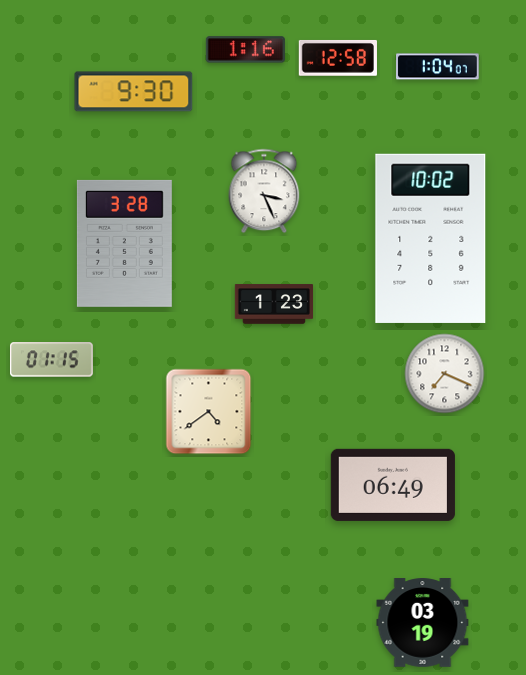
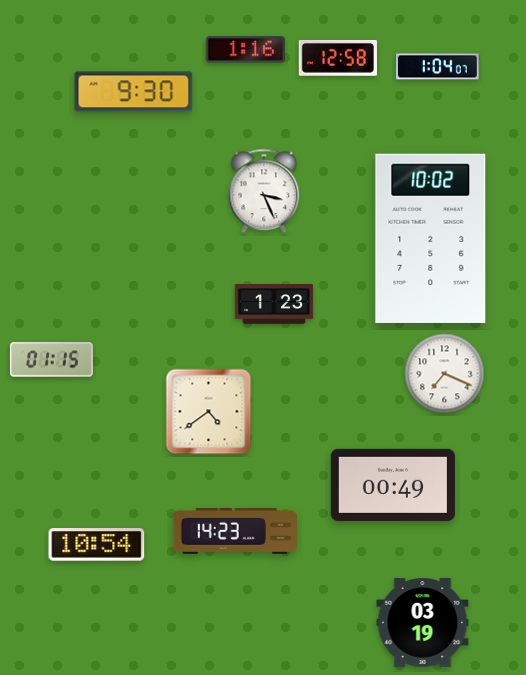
clock at (124, 243): 3:28 -> none
clock at (393, 485): 06:49 -> 00:49
clock at (235, 532): none -> 14:23
clock at (97, 545): none -> 10:54
